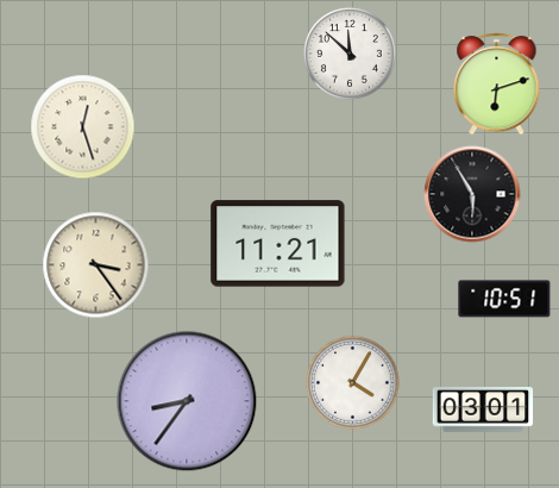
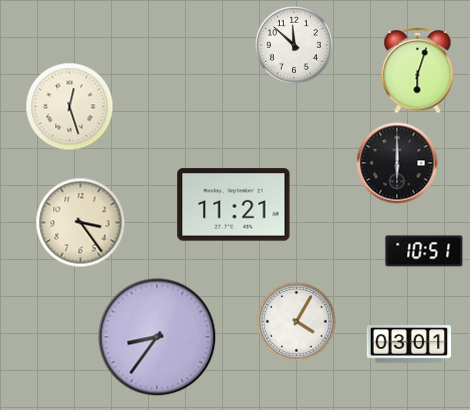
clock at (497, 85): 6:12 -> 6:03
clock at (472, 194): 5:55 -> 6:00
clock at (483, 411) position: (483, 411) -> (409, 345)
